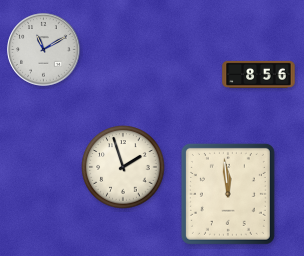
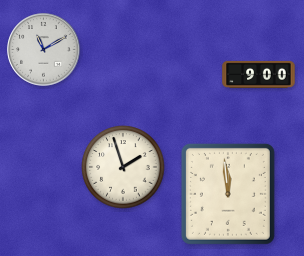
clock at (259, 74): 8:56 -> 9:00
